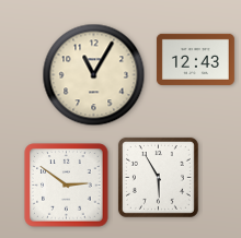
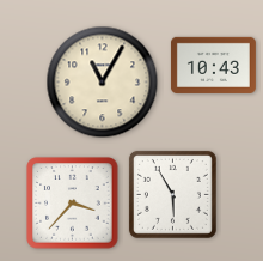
clock at (195, 59): 12:43 -> 10:43
clock at (67, 186): 2:51 -> 3:37
